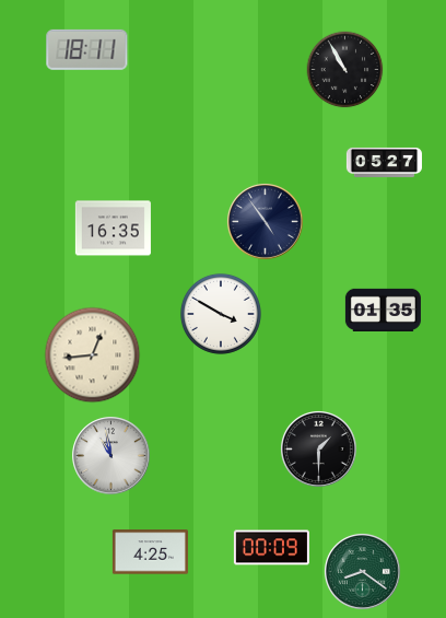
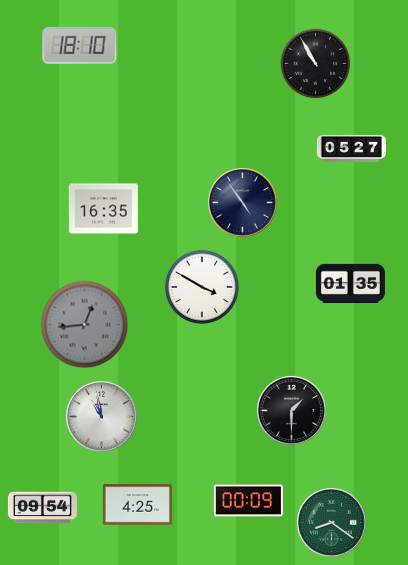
clock at (87, 49): 18:11 -> 18:10
clock at (93, 355) dial: cream -> grey
clock at (42, 508): none -> 09:54
